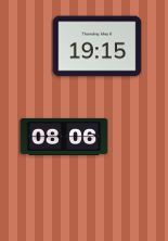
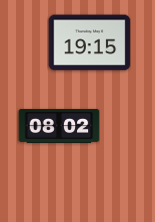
clock at (64, 137): 08:06 -> 08:02
